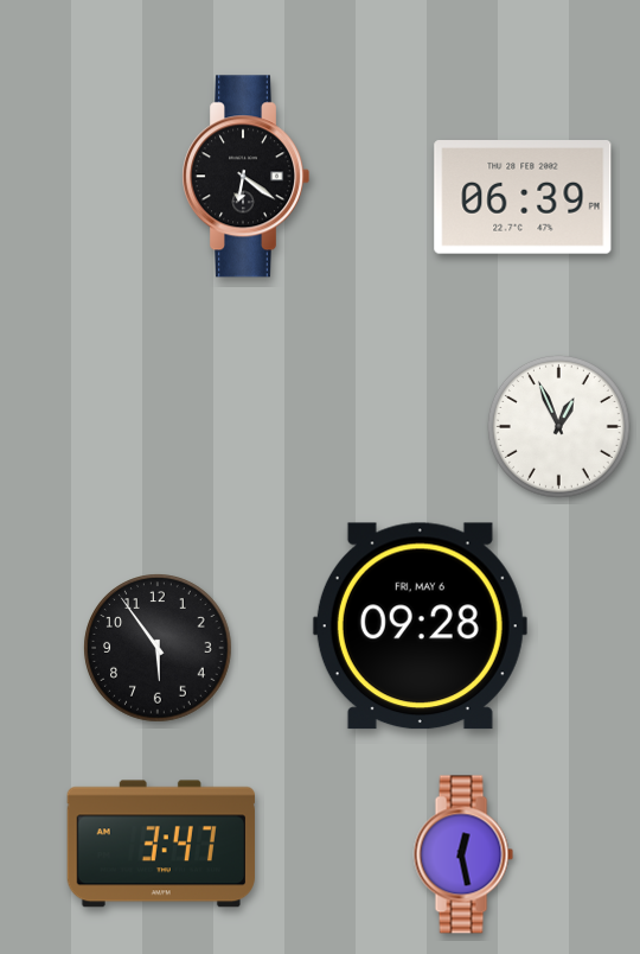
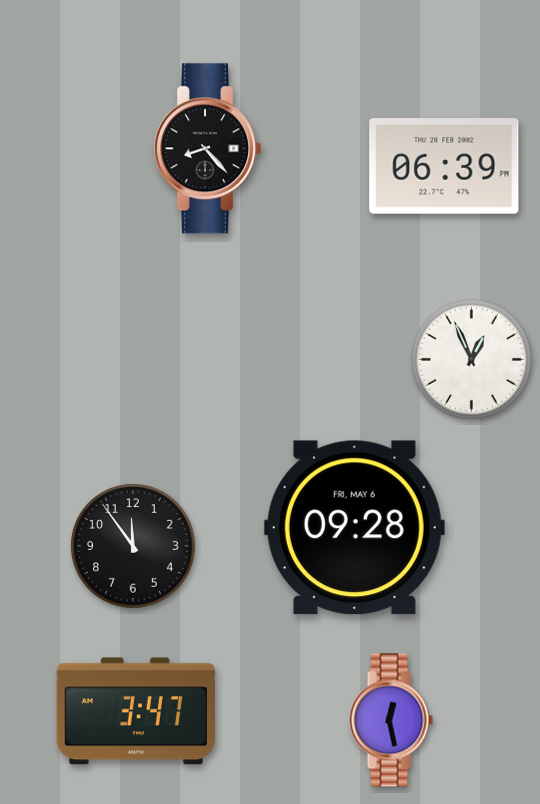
clock at (247, 177): 6:21 -> 8:23
clock at (523, 198) position: (523, 198) -> (444, 167)
clock at (158, 648): 5:54 -> 11:54
